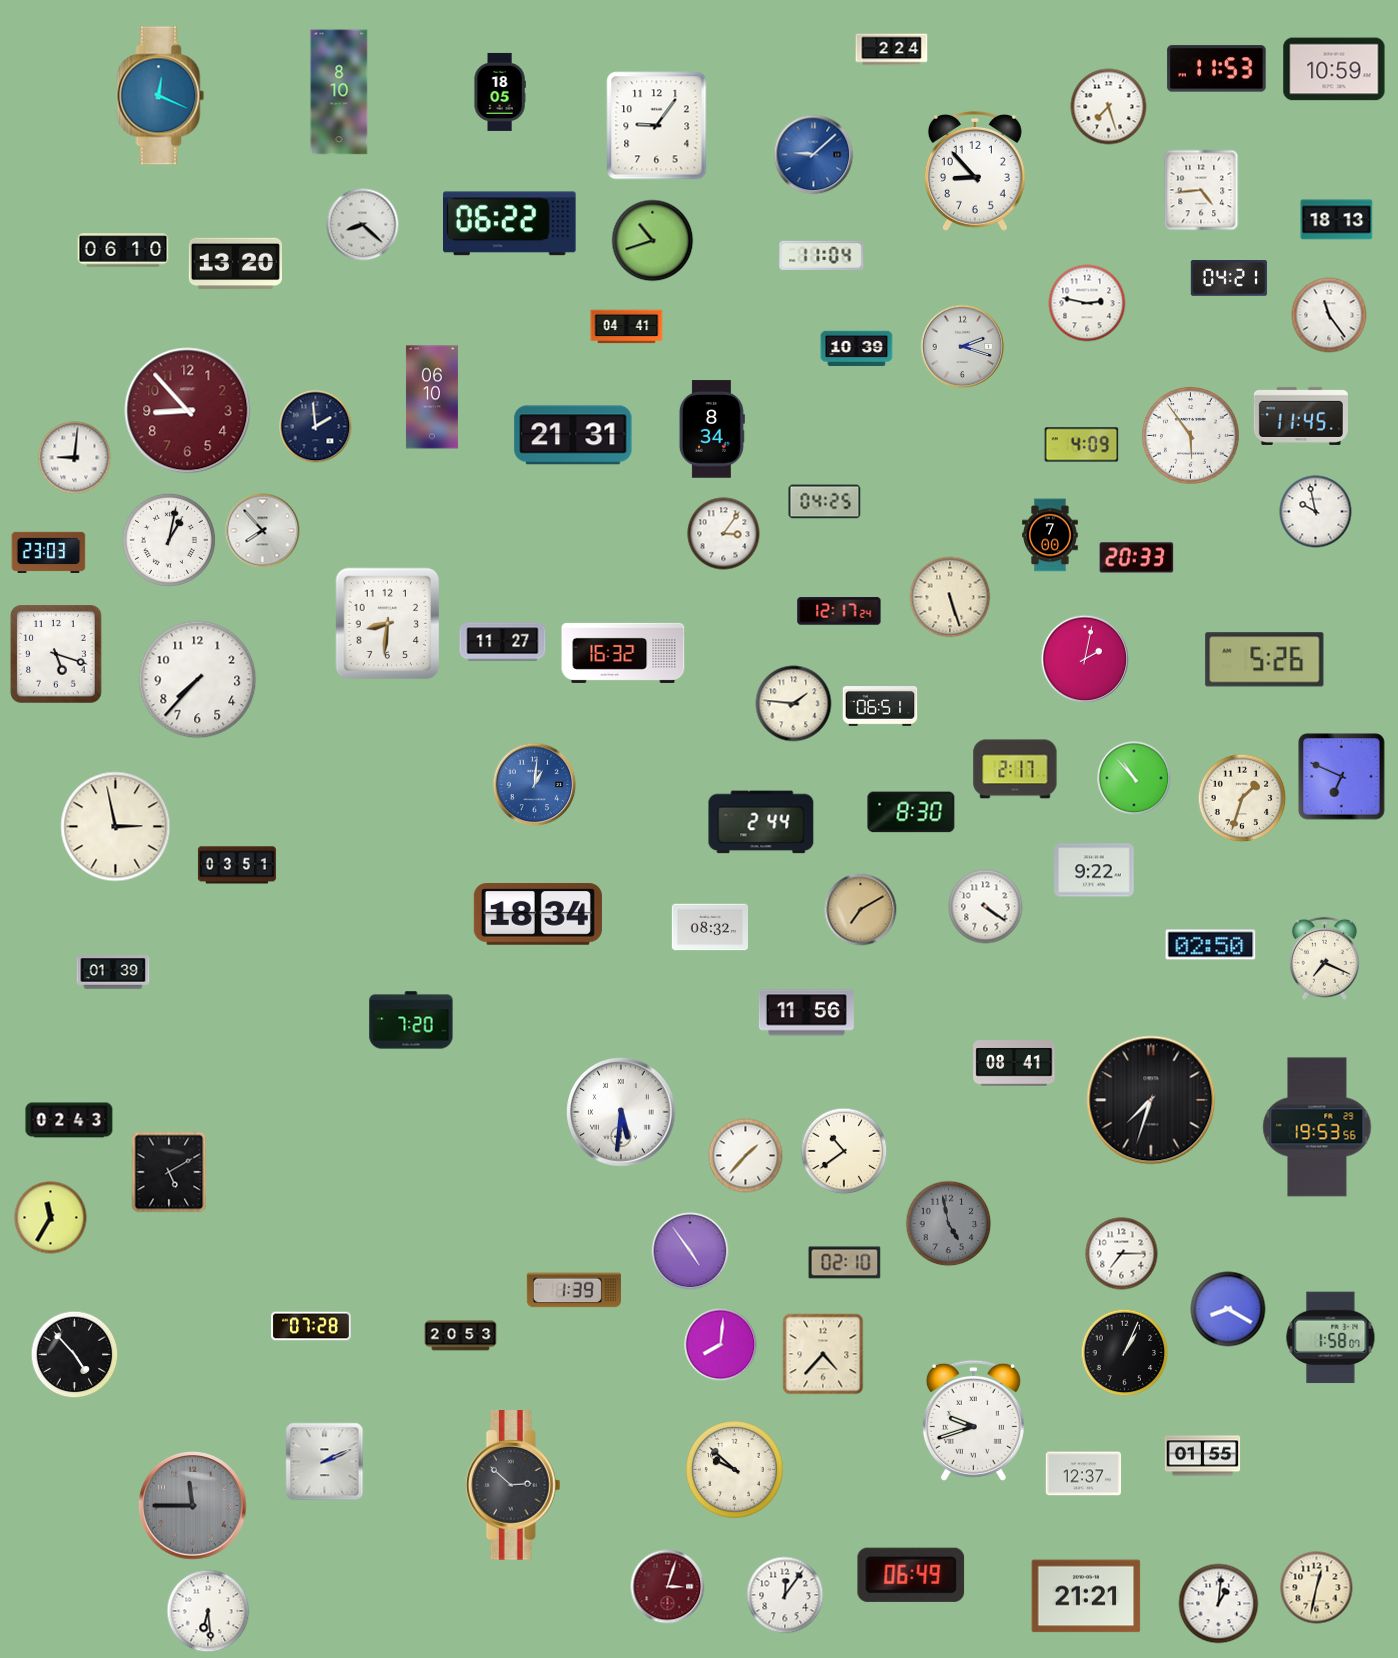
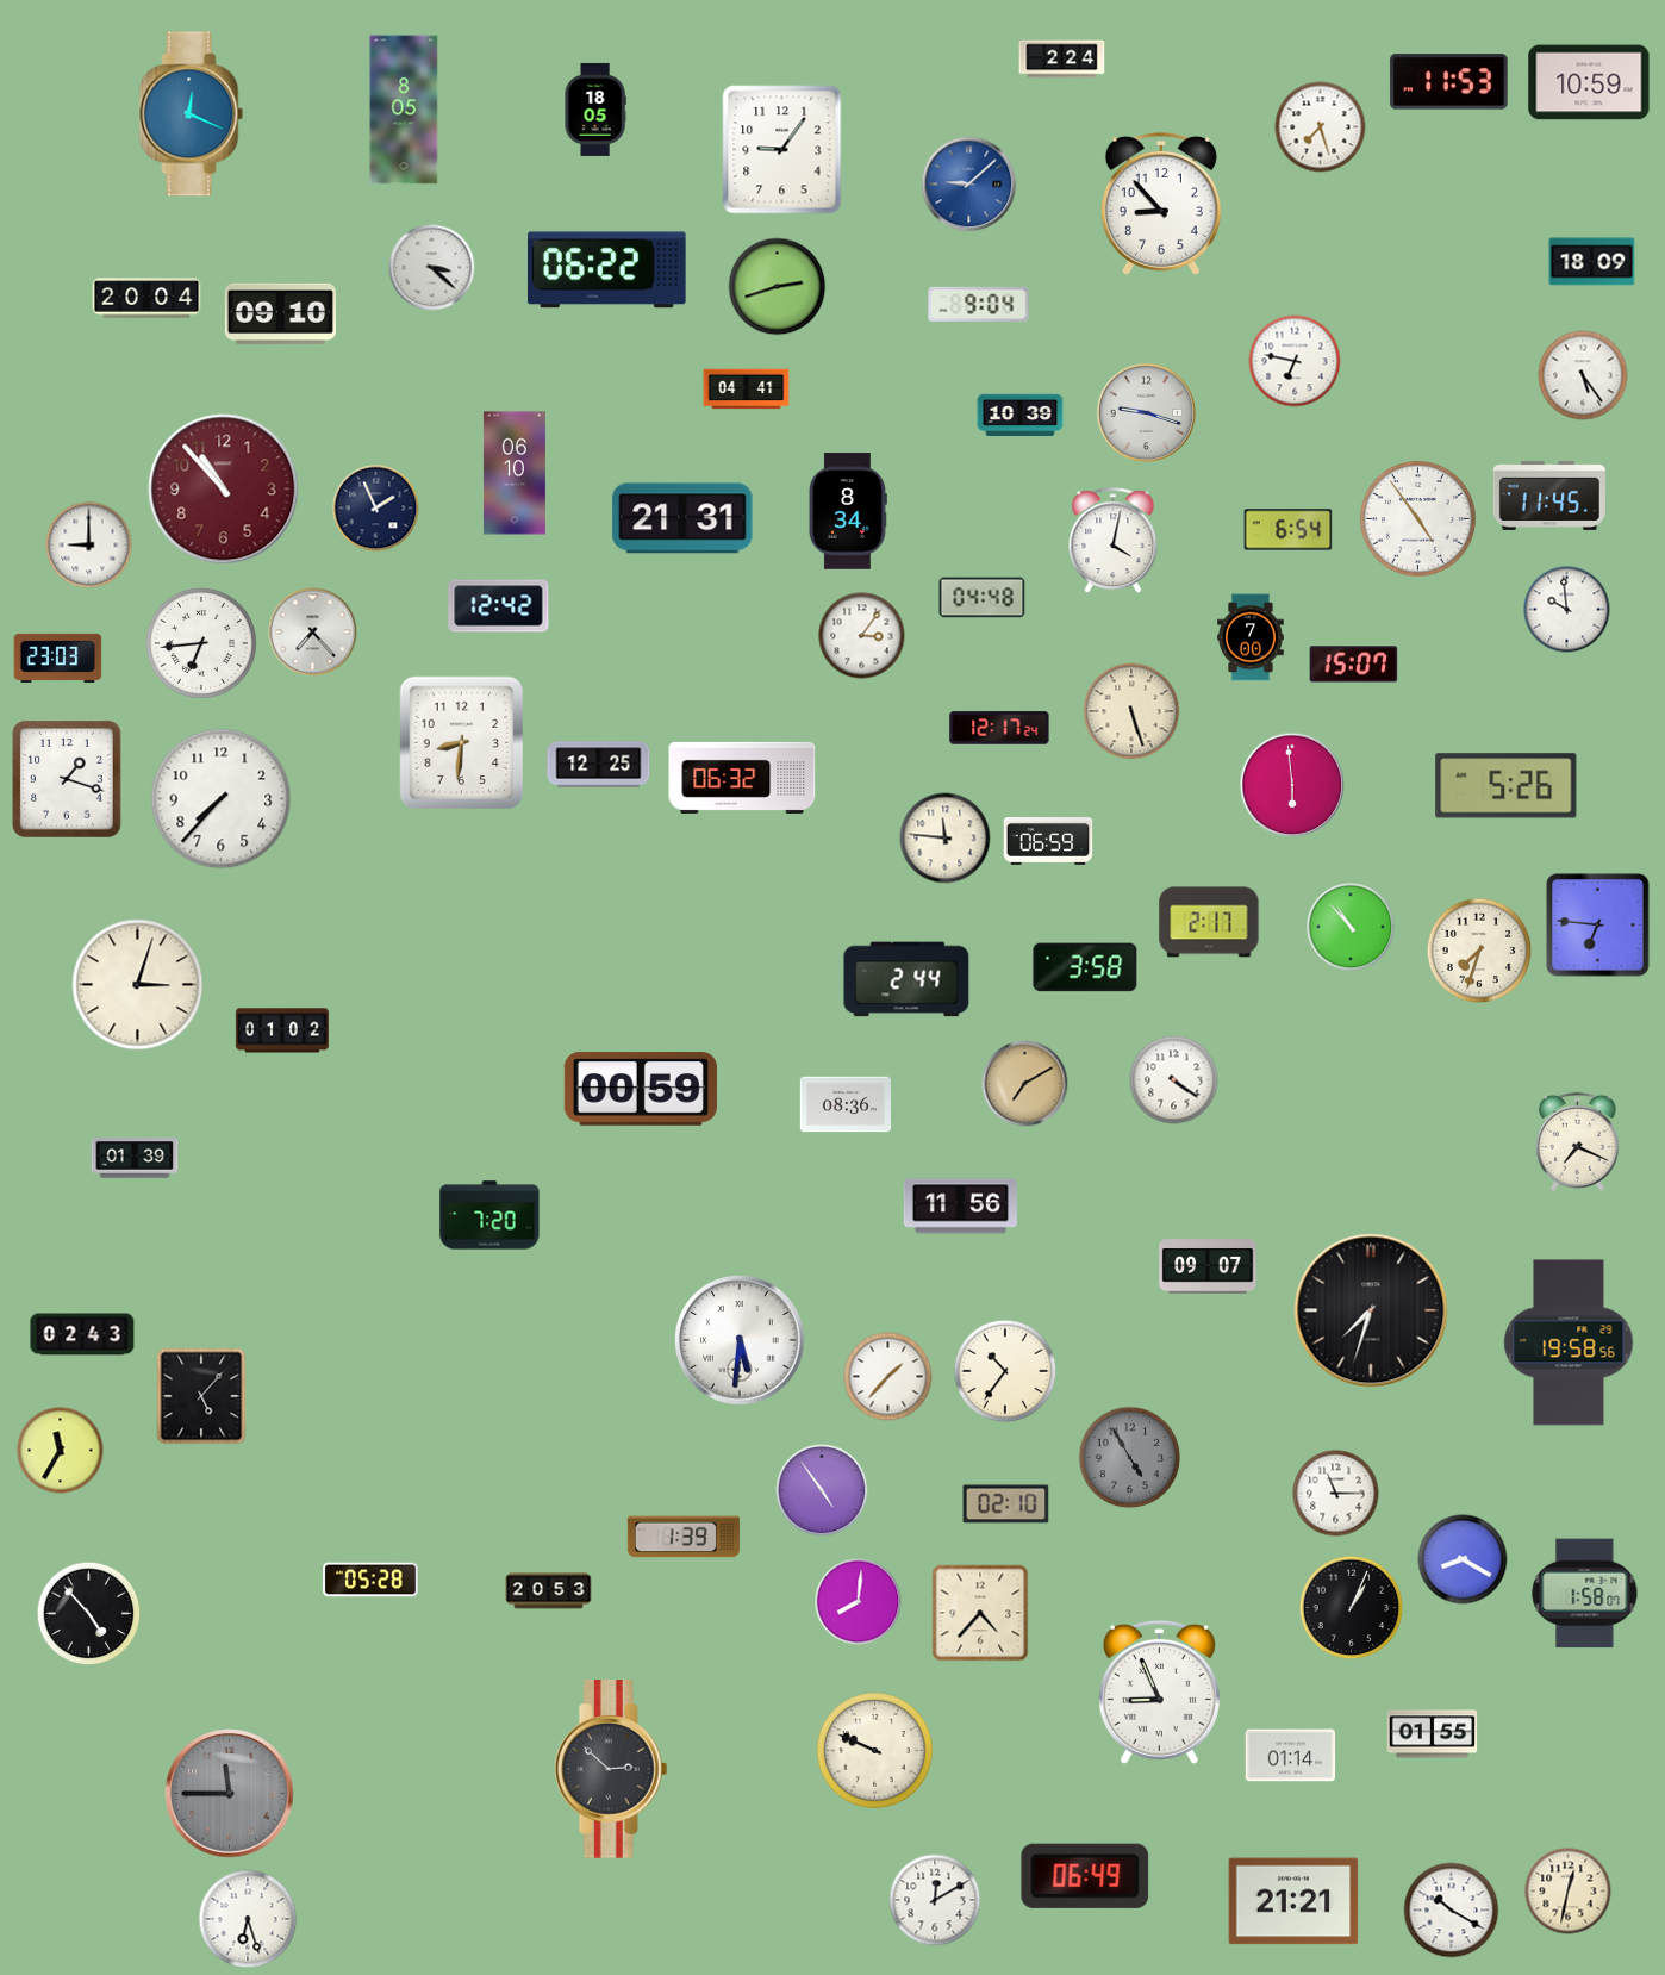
clock at (339, 92): 8:10 -> 8:05
clock at (1201, 190): 4:44 -> none
clock at (1337, 220): 18:13 -> 18:09
clock at (510, 224) position: (510, 224) -> (607, 270)
clock at (363, 225): 8:22 -> 3:22
clock at (653, 241): 10:42 -> 2:42
clock at (123, 250): 06:10 -> 20:04
clock at (822, 255): 11:04 -> 9:04
clock at (235, 264): 13:20 -> 09:10
clock at (1229, 279): 04:21 -> none
clock at (1087, 303): 2:47 -> 6:47
clock at (1329, 315): 11:24 -> 5:24
clock at (963, 347): 2:18 -> 9:18
clock at (188, 411): 8:53 -> 10:53
clock at (316, 427): 1:59 -> 1:56
clock at (1191, 436): 5:54 -> 4:54
clock at (1082, 445): 4:09 -> 6:54
clock at (1114, 541): none -> 4:02
clock at (75, 458): 9:01 -> 9:00
clock at (825, 502): 04:25 -> 04:48
clock at (499, 606): none -> 12:42
clock at (1316, 512): 9:58 -> 9:59
clock at (263, 531): 7:53 -> 7:23
clock at (169, 540): 1:02 -> 6:44
clock at (1137, 558): 20:33 -> 15:07
clock at (503, 642): 11:27 -> 12:25
clock at (623, 653): 16:32 -> 06:32
clock at (56, 654): 5:18 -> 1:18
clock at (1085, 659): 2:02 -> 5:59
clock at (198, 680) position: (198, 680) -> (222, 799)
clock at (794, 704): 1:46 -> 11:46
clock at (880, 706): 06:51 -> 06:59
clock at (1015, 769) position: (1015, 769) -> (1209, 922)
clock at (1342, 777): 6:49 -> 6:46
clock at (535, 785): 1:01 -> none
clock at (1242, 798): 1:33 -> 7:33
clock at (911, 812): 8:30 -> 3:58
clock at (116, 827): 2:58 -> 3:03
clock at (237, 865): 03:51 -> 01:02
clock at (1094, 870): 9:22 -> none
clock at (538, 914): 18:34 -> 00:59
clock at (709, 927): 08:32 -> 08:36
clock at (1211, 945): 02:50 -> none
clock at (1014, 1063): 08:41 -> 09:07
clock at (621, 1112) position: (621, 1112) -> (740, 1340)
clock at (1317, 1127): 19:53 -> 19:58
clock at (844, 1151): 10:39 -> 10:36
clock at (169, 1172): 5:10 -> 5:07
clock at (949, 1224): 4:58 -> 4:55
clock at (1122, 1254): 7:15 -> 11:15
clock at (311, 1326): 07:28 -> 05:28
clock at (1125, 1353) position: (1125, 1353) -> (1352, 1608)
clock at (973, 1420): 9:42 -> 8:56
clock at (325, 1462): 2:11 -> none
clock at (735, 1470): 9:52 -> 9:49
clock at (1084, 1474): 12:37 -> 01:14
clock at (668, 1587): 3:03 -> none
clock at (785, 1595): 12:06 -> 12:10
clock at (1219, 1604): 1:01 -> 10:20
clock at (208, 1611): 6:29 -> 6:27
